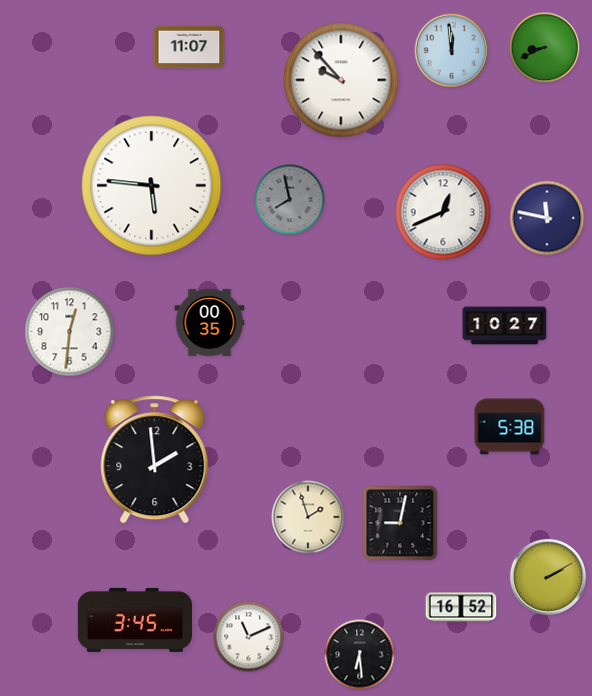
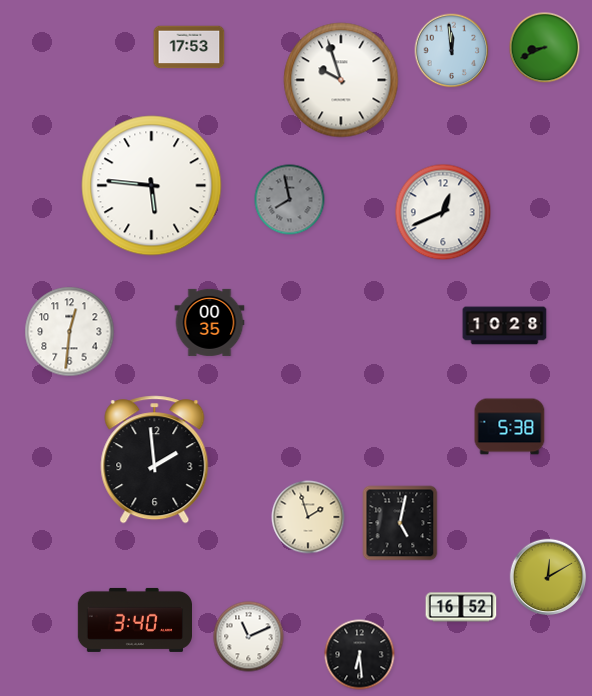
clock at (189, 47): 11:07 -> 17:53
clock at (341, 80): 9:53 -> 9:57
clock at (547, 218): 11:47 -> none
clock at (505, 326): 10:27 -> 10:28
clock at (400, 523): 9:02 -> 5:02
clock at (548, 577): 2:10 -> 12:10
clock at (134, 620): 3:45 -> 3:40
